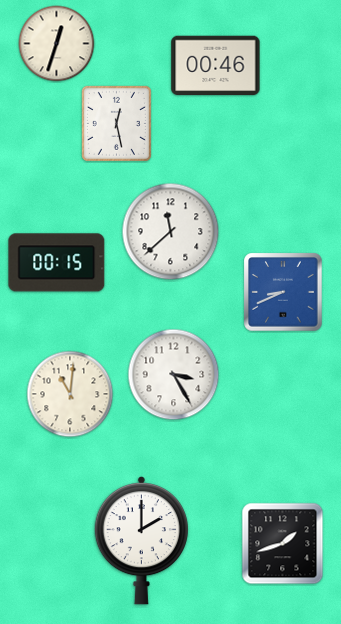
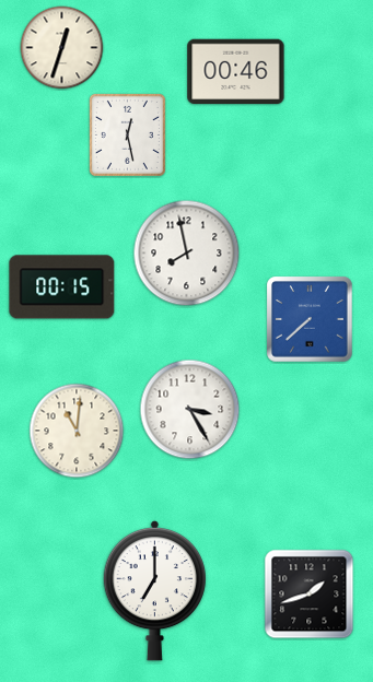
clock at (171, 232): 11:38 -> 7:58
clock at (283, 292): 8:41 -> 7:38
clock at (141, 540): 2:00 -> 7:00
